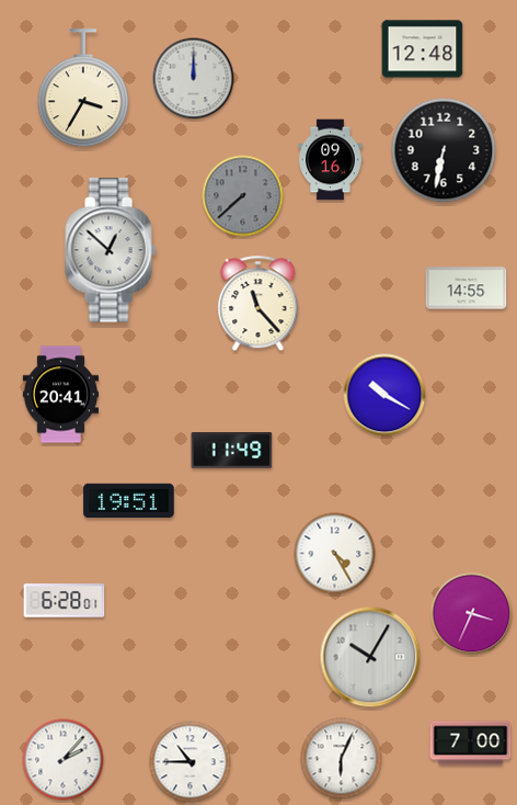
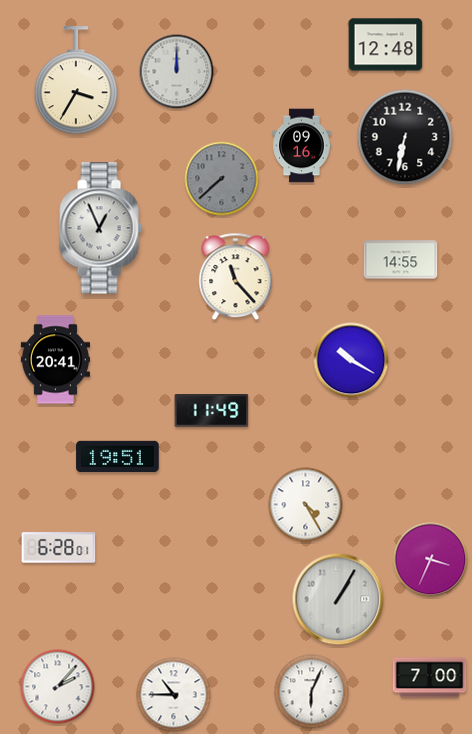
clock at (111, 250): 12:52 -> 12:56
clock at (467, 288) position: (467, 288) -> (401, 260)
clock at (370, 657): 10:05 -> 1:05
clock at (64, 760) position: (64, 760) -> (58, 687)
